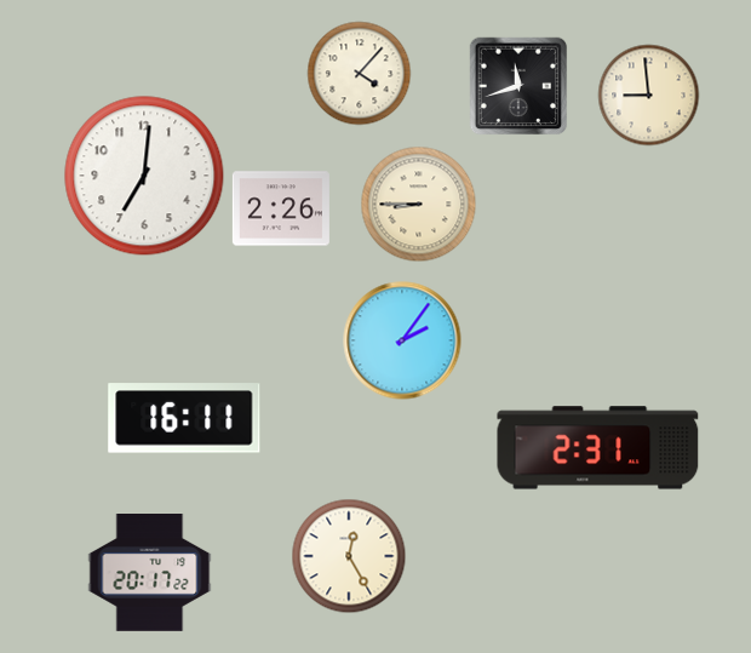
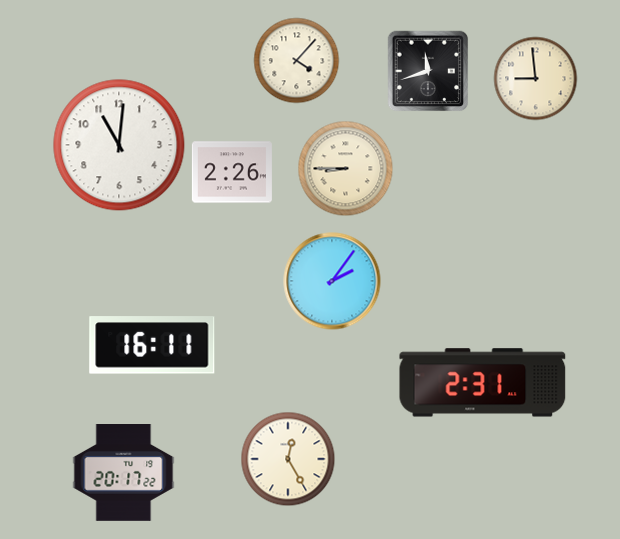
clock at (144, 176): 7:01 -> 11:01
clock at (598, 448) position: (598, 448) -> (483, 383)
